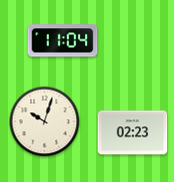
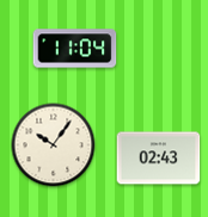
clock at (45, 122): 10:03 -> 10:06
clock at (133, 133): 02:23 -> 02:43
